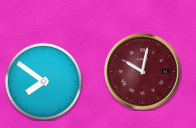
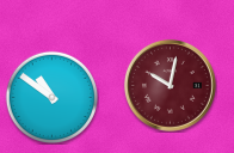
clock at (43, 81): 7:51 -> 10:51
